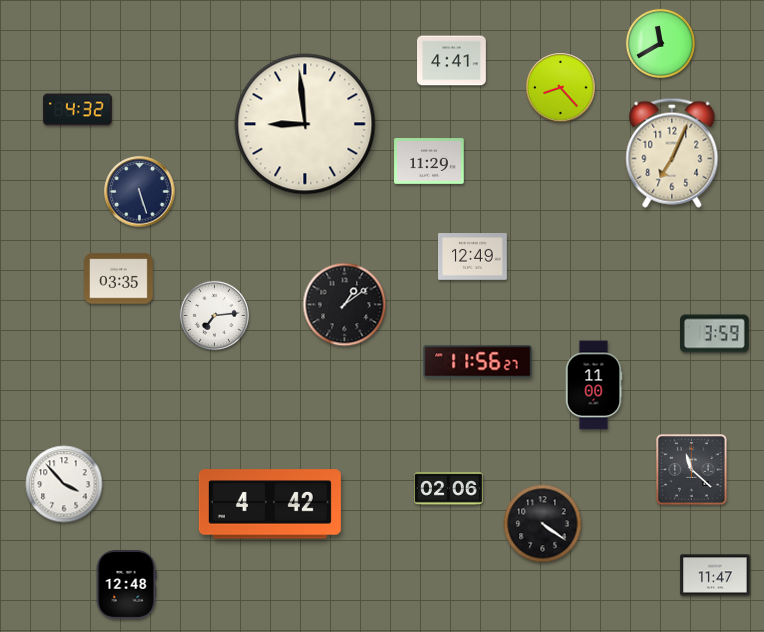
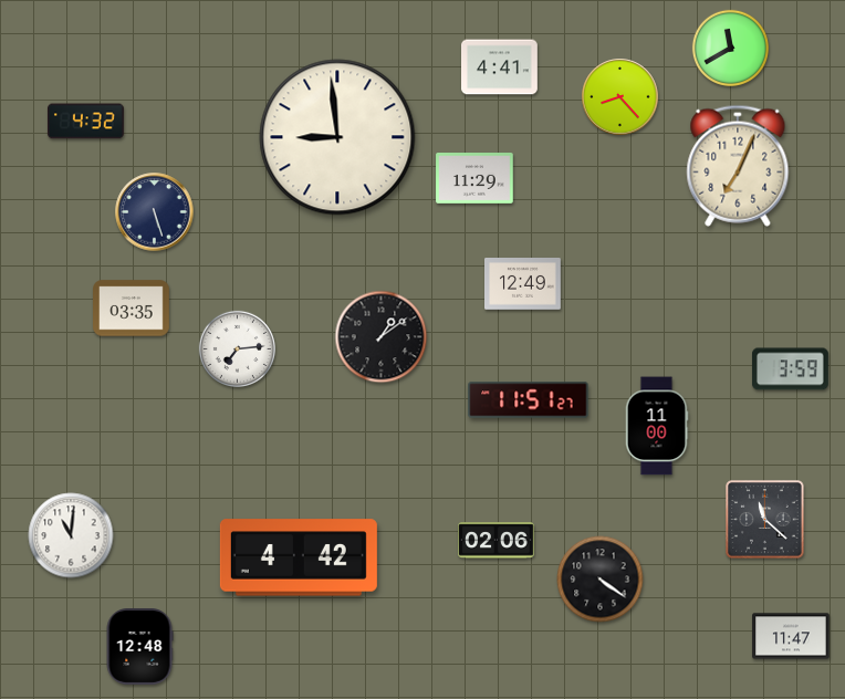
clock at (672, 153) position: (672, 153) -> (738, 166)
clock at (478, 362): 11:56 -> 11:51
clock at (64, 484): 3:53 -> 11:01
